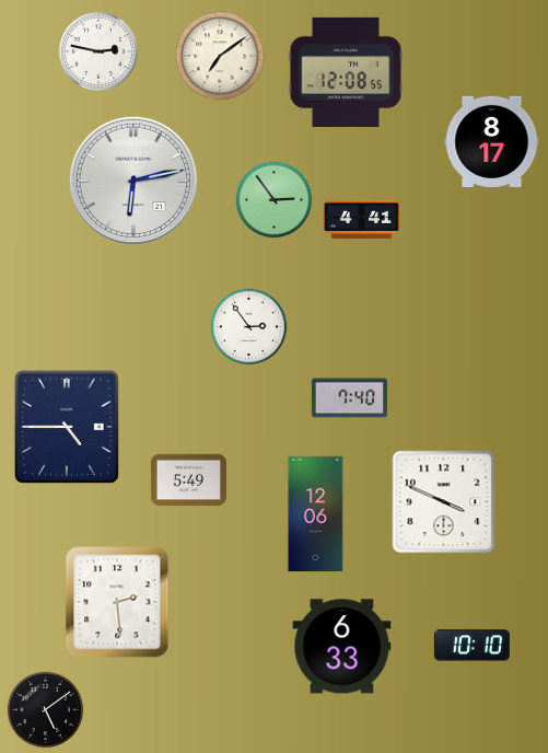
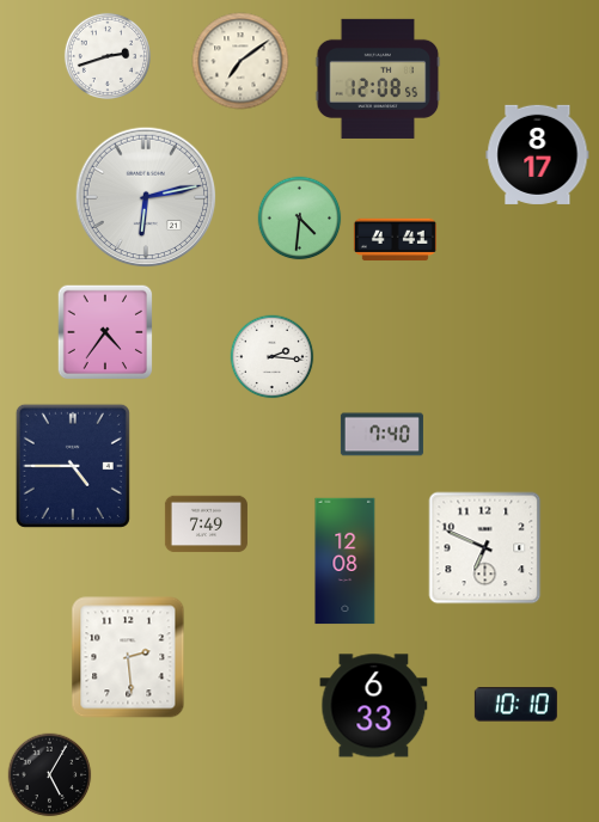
clock at (98, 51): 2:47 -> 2:42
clock at (275, 200): 2:54 -> 4:31
clock at (105, 332): none -> 4:36
clock at (249, 327): 2:54 -> 2:16
clock at (188, 480): 5:49 -> 7:49
clock at (444, 502): 3:49 -> 6:49
clock at (316, 514): 12:06 -> 12:08
clock at (46, 710): 5:09 -> 5:05
